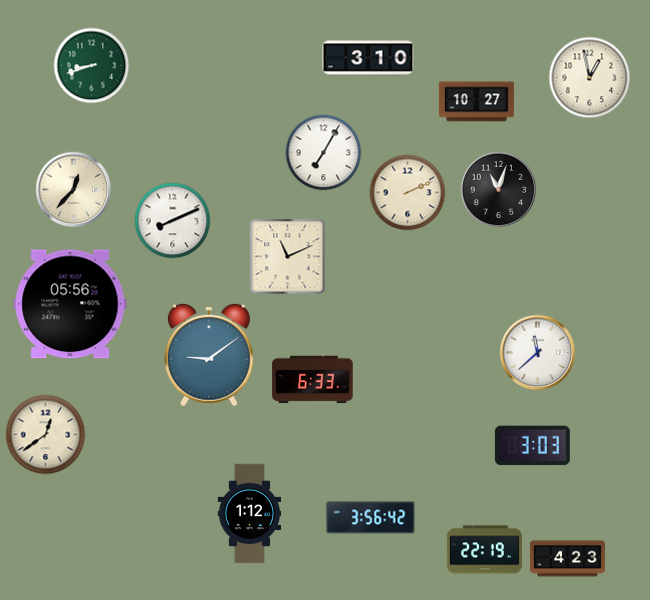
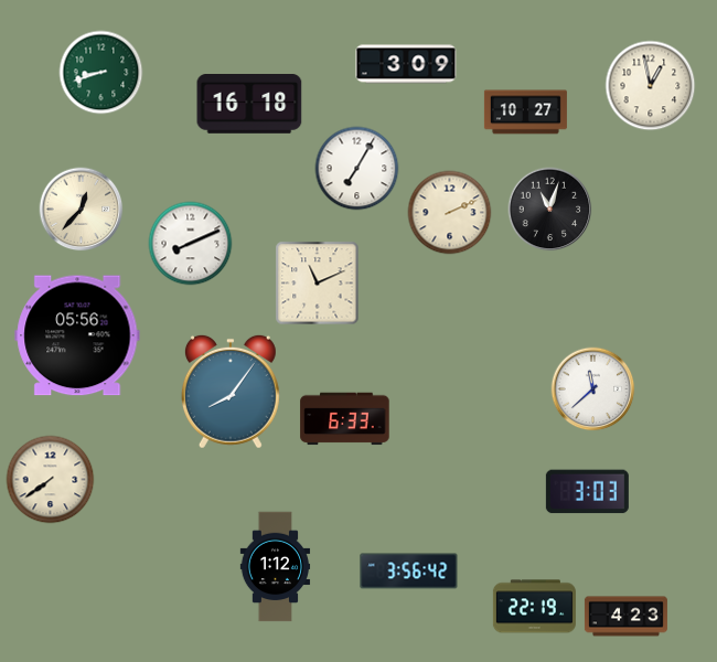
clock at (368, 58): 3:10 -> 3:09
clock at (249, 105): none -> 16:18
clock at (209, 355): 9:09 -> 8:06
clock at (46, 435): 12:39 -> 7:39
